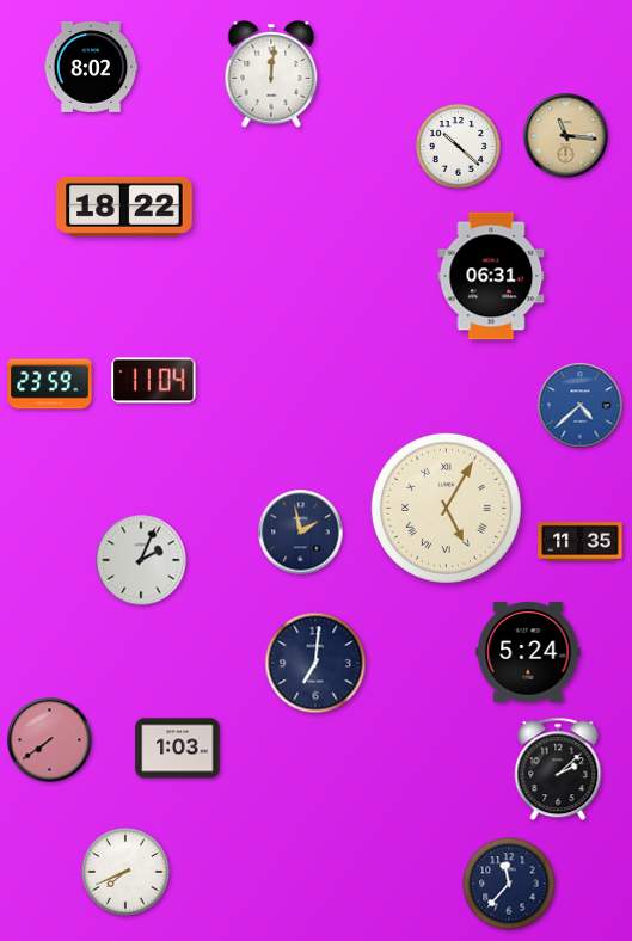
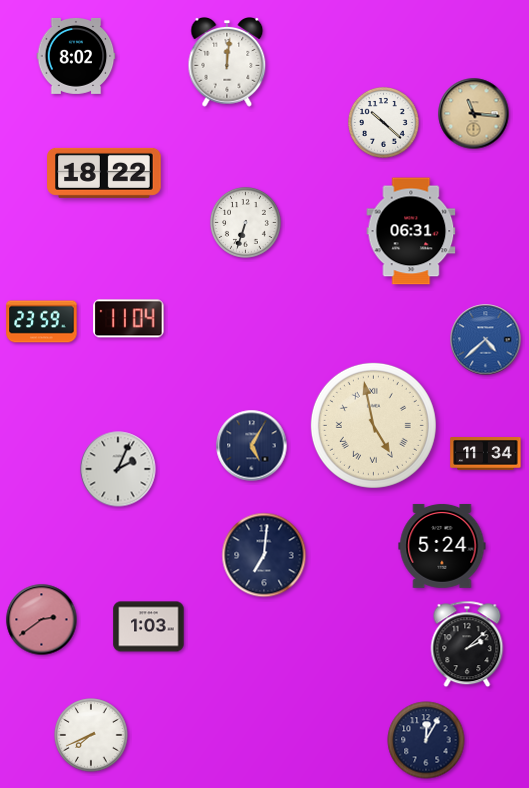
clock at (245, 222): none -> 6:33
clock at (446, 508): 5:05 -> 4:58
clock at (301, 533): 1:58 -> 5:05
clock at (581, 542): 11:35 -> 11:34
clock at (50, 740): 7:39 -> 2:39
clock at (125, 872) position: (125, 872) -> (91, 735)
clock at (509, 884): 11:37 -> 12:05
